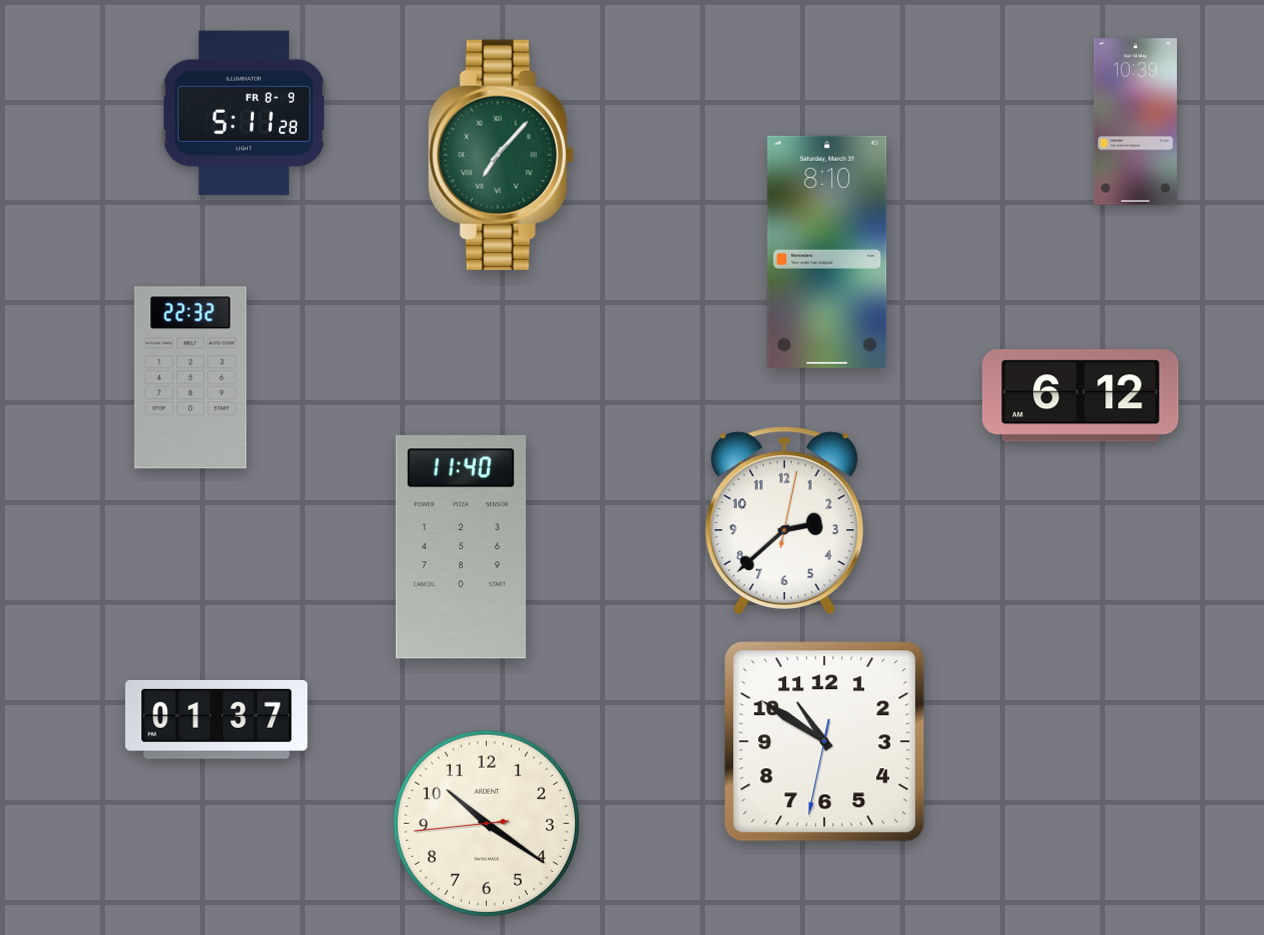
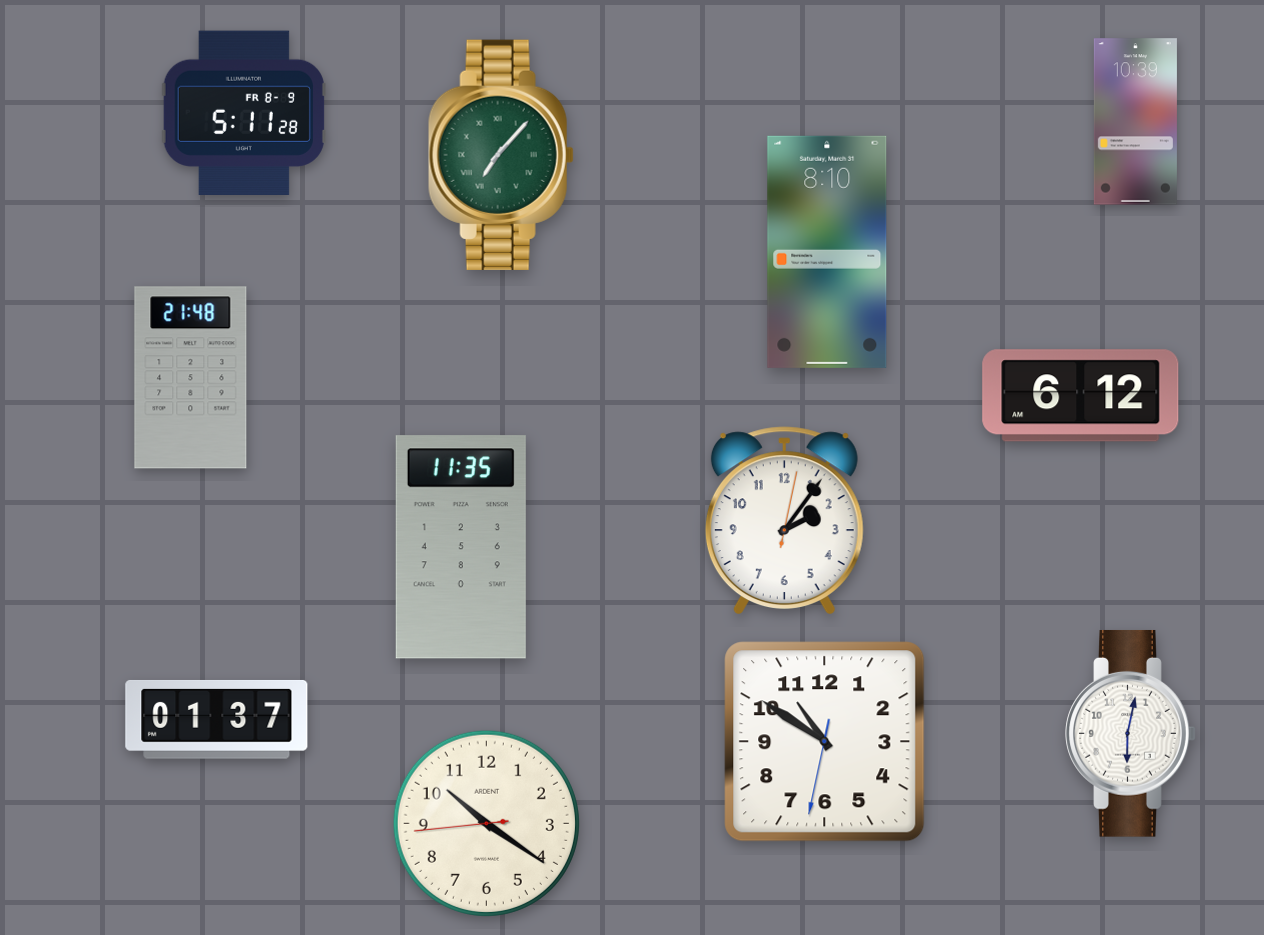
clock at (191, 378): 22:32 -> 21:48
clock at (784, 520): 2:38 -> 2:06
clock at (461, 547): 11:40 -> 11:35
clock at (1131, 733): none -> 6:02
